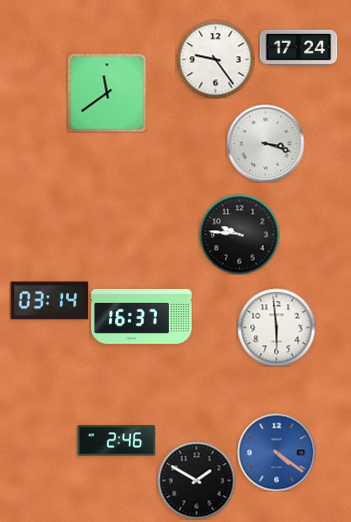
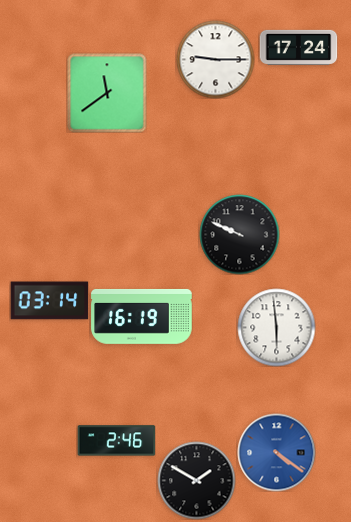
clock at (215, 59): 9:24 -> 9:15
clock at (265, 143): 3:18 -> none
clock at (239, 234): 9:46 -> 9:49
clock at (142, 316): 16:37 -> 16:19
